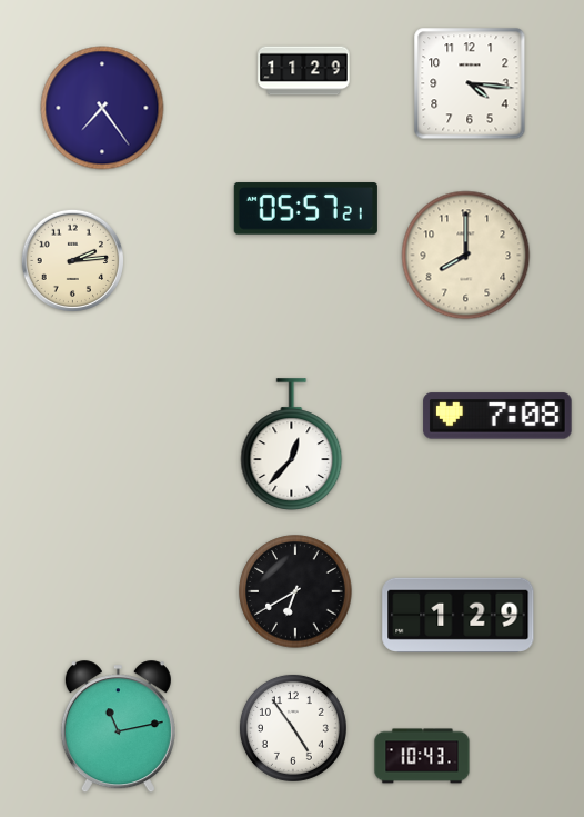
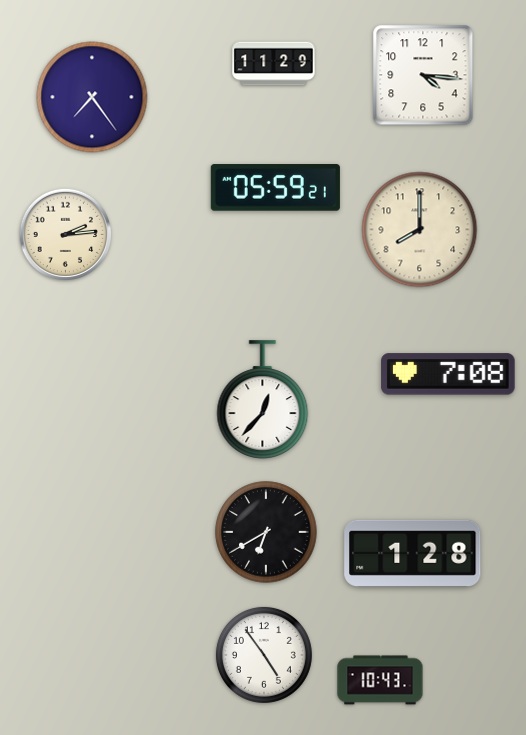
clock at (305, 209): 05:57 -> 05:59
clock at (459, 615): 1:29 -> 1:28
clock at (118, 727): 11:13 -> none
